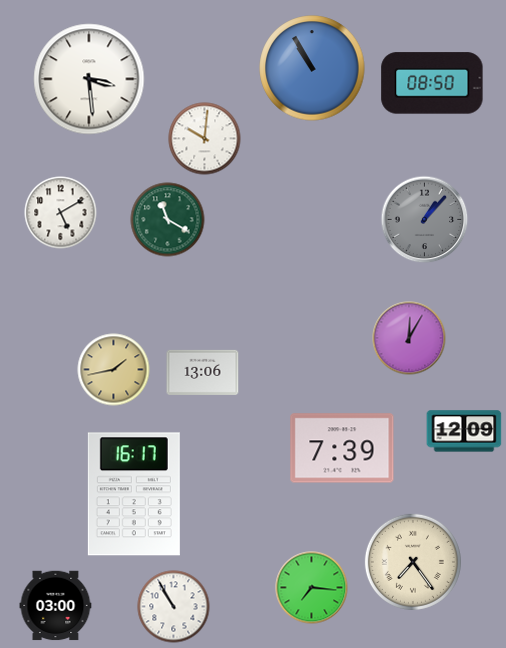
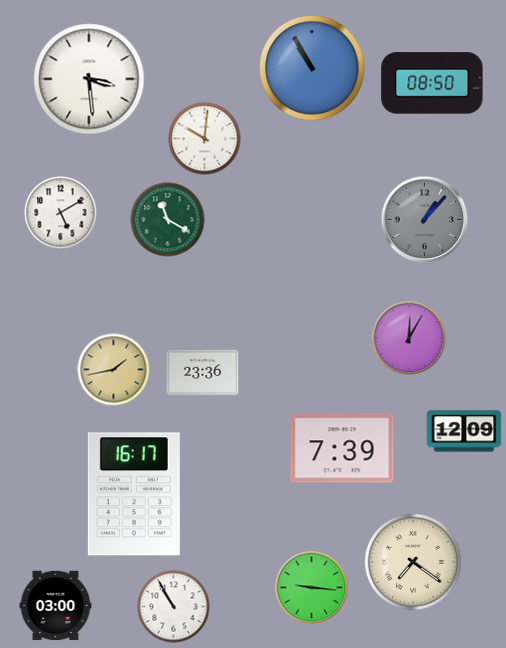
clock at (203, 372): 13:06 -> 23:36
clock at (413, 562): 7:24 -> 7:21
clock at (312, 588): 7:16 -> 9:16
